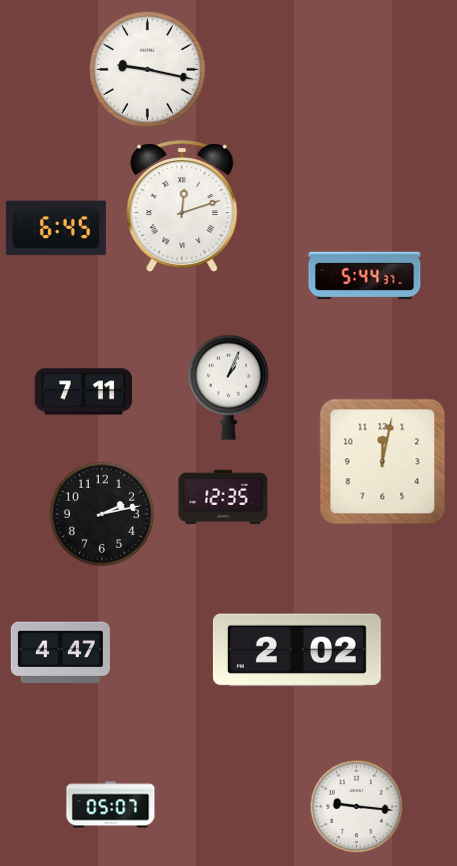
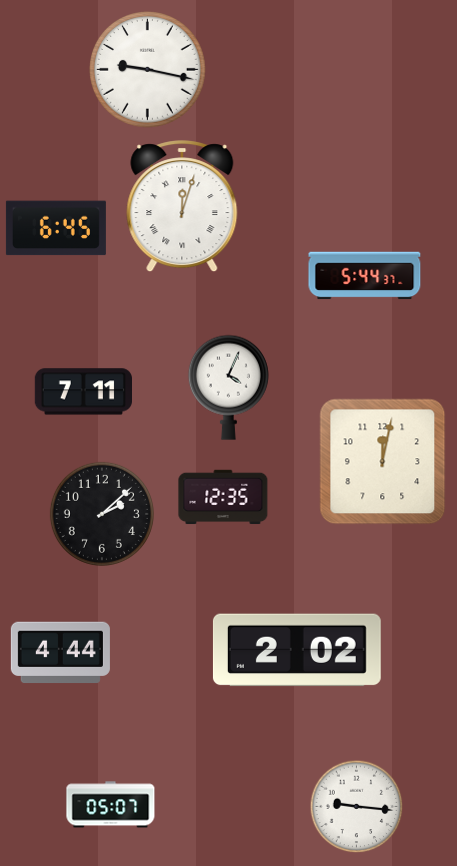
clock at (182, 207): 12:12 -> 12:03
clock at (228, 387): 1:04 -> 4:04
clock at (102, 514): 2:13 -> 2:08
clock at (60, 653): 4:47 -> 4:44
